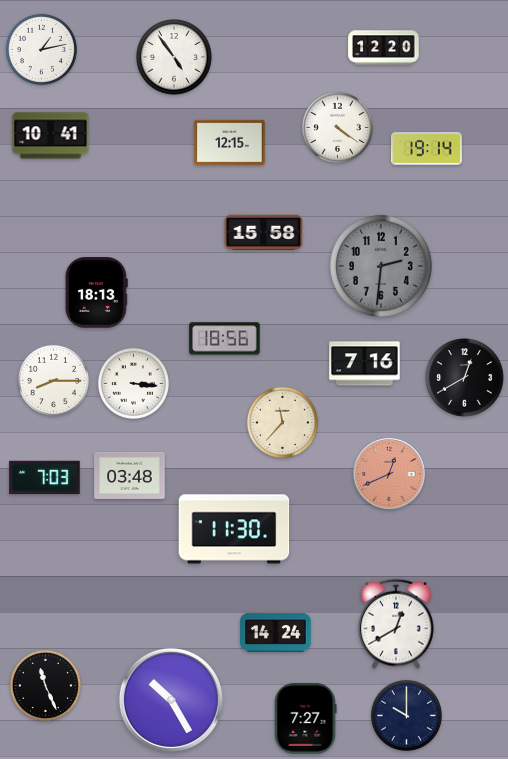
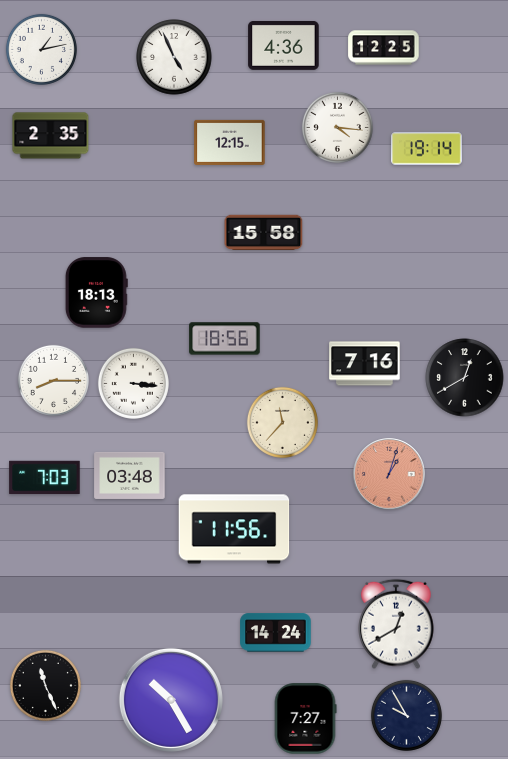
clock at (284, 45): none -> 4:36
clock at (384, 48): 12:20 -> 12:25
clock at (174, 57): 4:54 -> 4:56
clock at (337, 127): 4:21 -> 4:16
clock at (51, 136): 10:41 -> 2:35
clock at (381, 266): 2:31 -> none
clock at (389, 474): 12:41 -> 1:03
clock at (234, 529): 11:30 -> 11:56
clock at (406, 715): 10:00 -> 9:55
